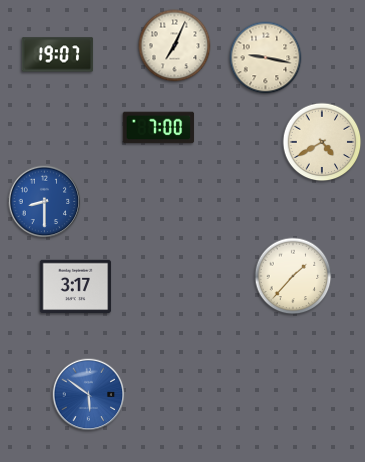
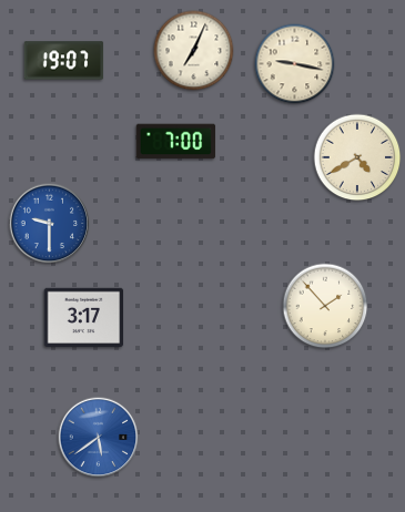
clock at (45, 202): 8:30 -> 9:30
clock at (293, 276): 1:37 -> 1:53
clock at (89, 395): 5:51 -> 5:39
